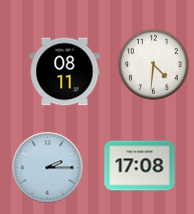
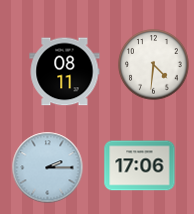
clock at (140, 166): 17:08 -> 17:06
